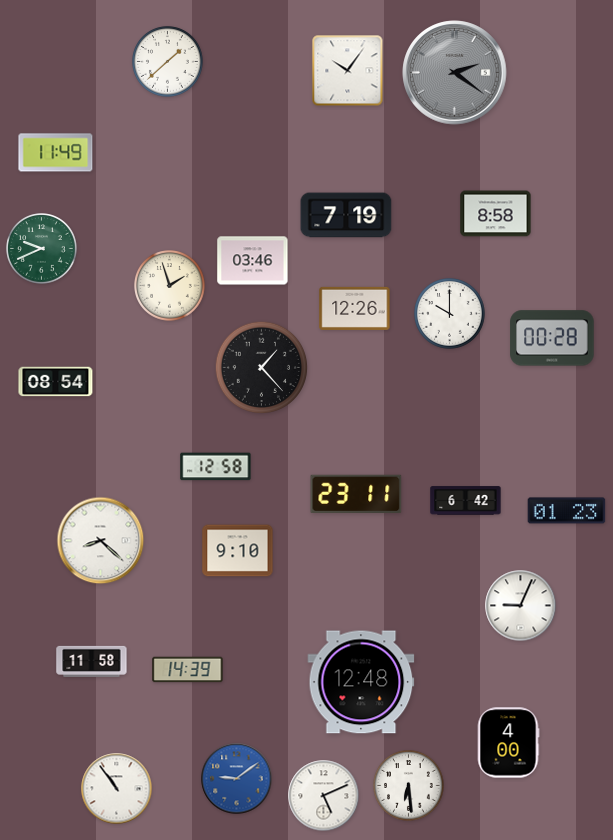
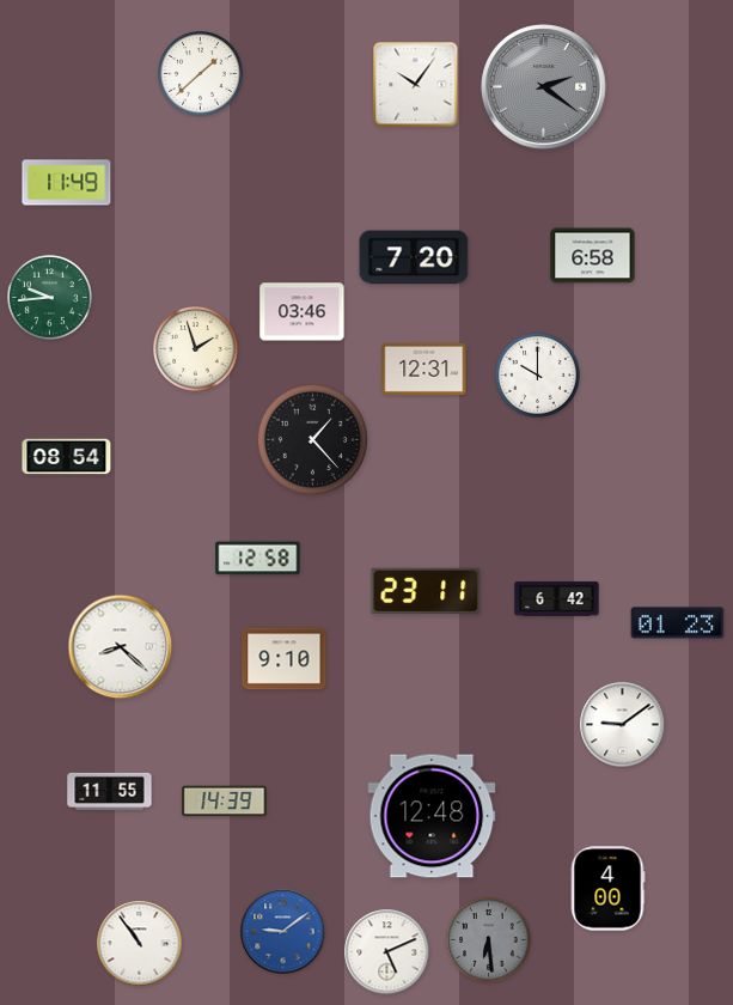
clock at (496, 214): 8:58 -> 6:58
clock at (346, 215): 7:19 -> 7:20
clock at (42, 249): 9:41 -> 9:44
clock at (170, 286) position: (170, 286) -> (196, 349)
clock at (355, 308): 12:26 -> 12:31
clock at (552, 338): 00:28 -> none
clock at (567, 511) position: (567, 511) -> (678, 623)
clock at (521, 606): 9:04 -> 9:09
clock at (92, 661): 11:58 -> 11:55
clock at (409, 786) dial: white -> grey
